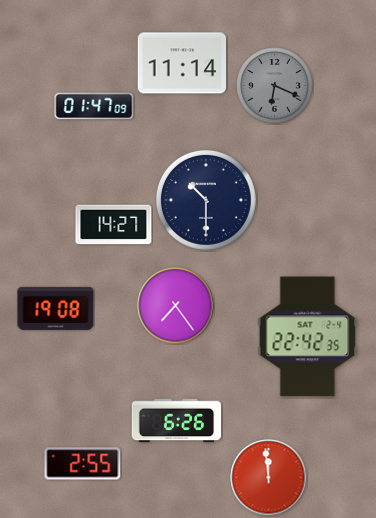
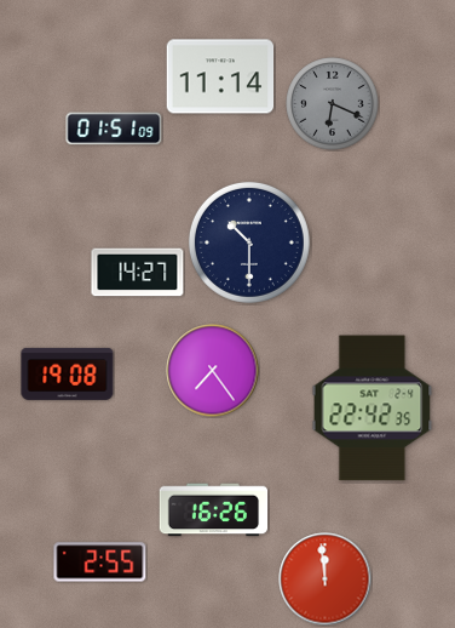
clock at (94, 106): 01:47 -> 01:51
clock at (177, 421): 6:26 -> 16:26
